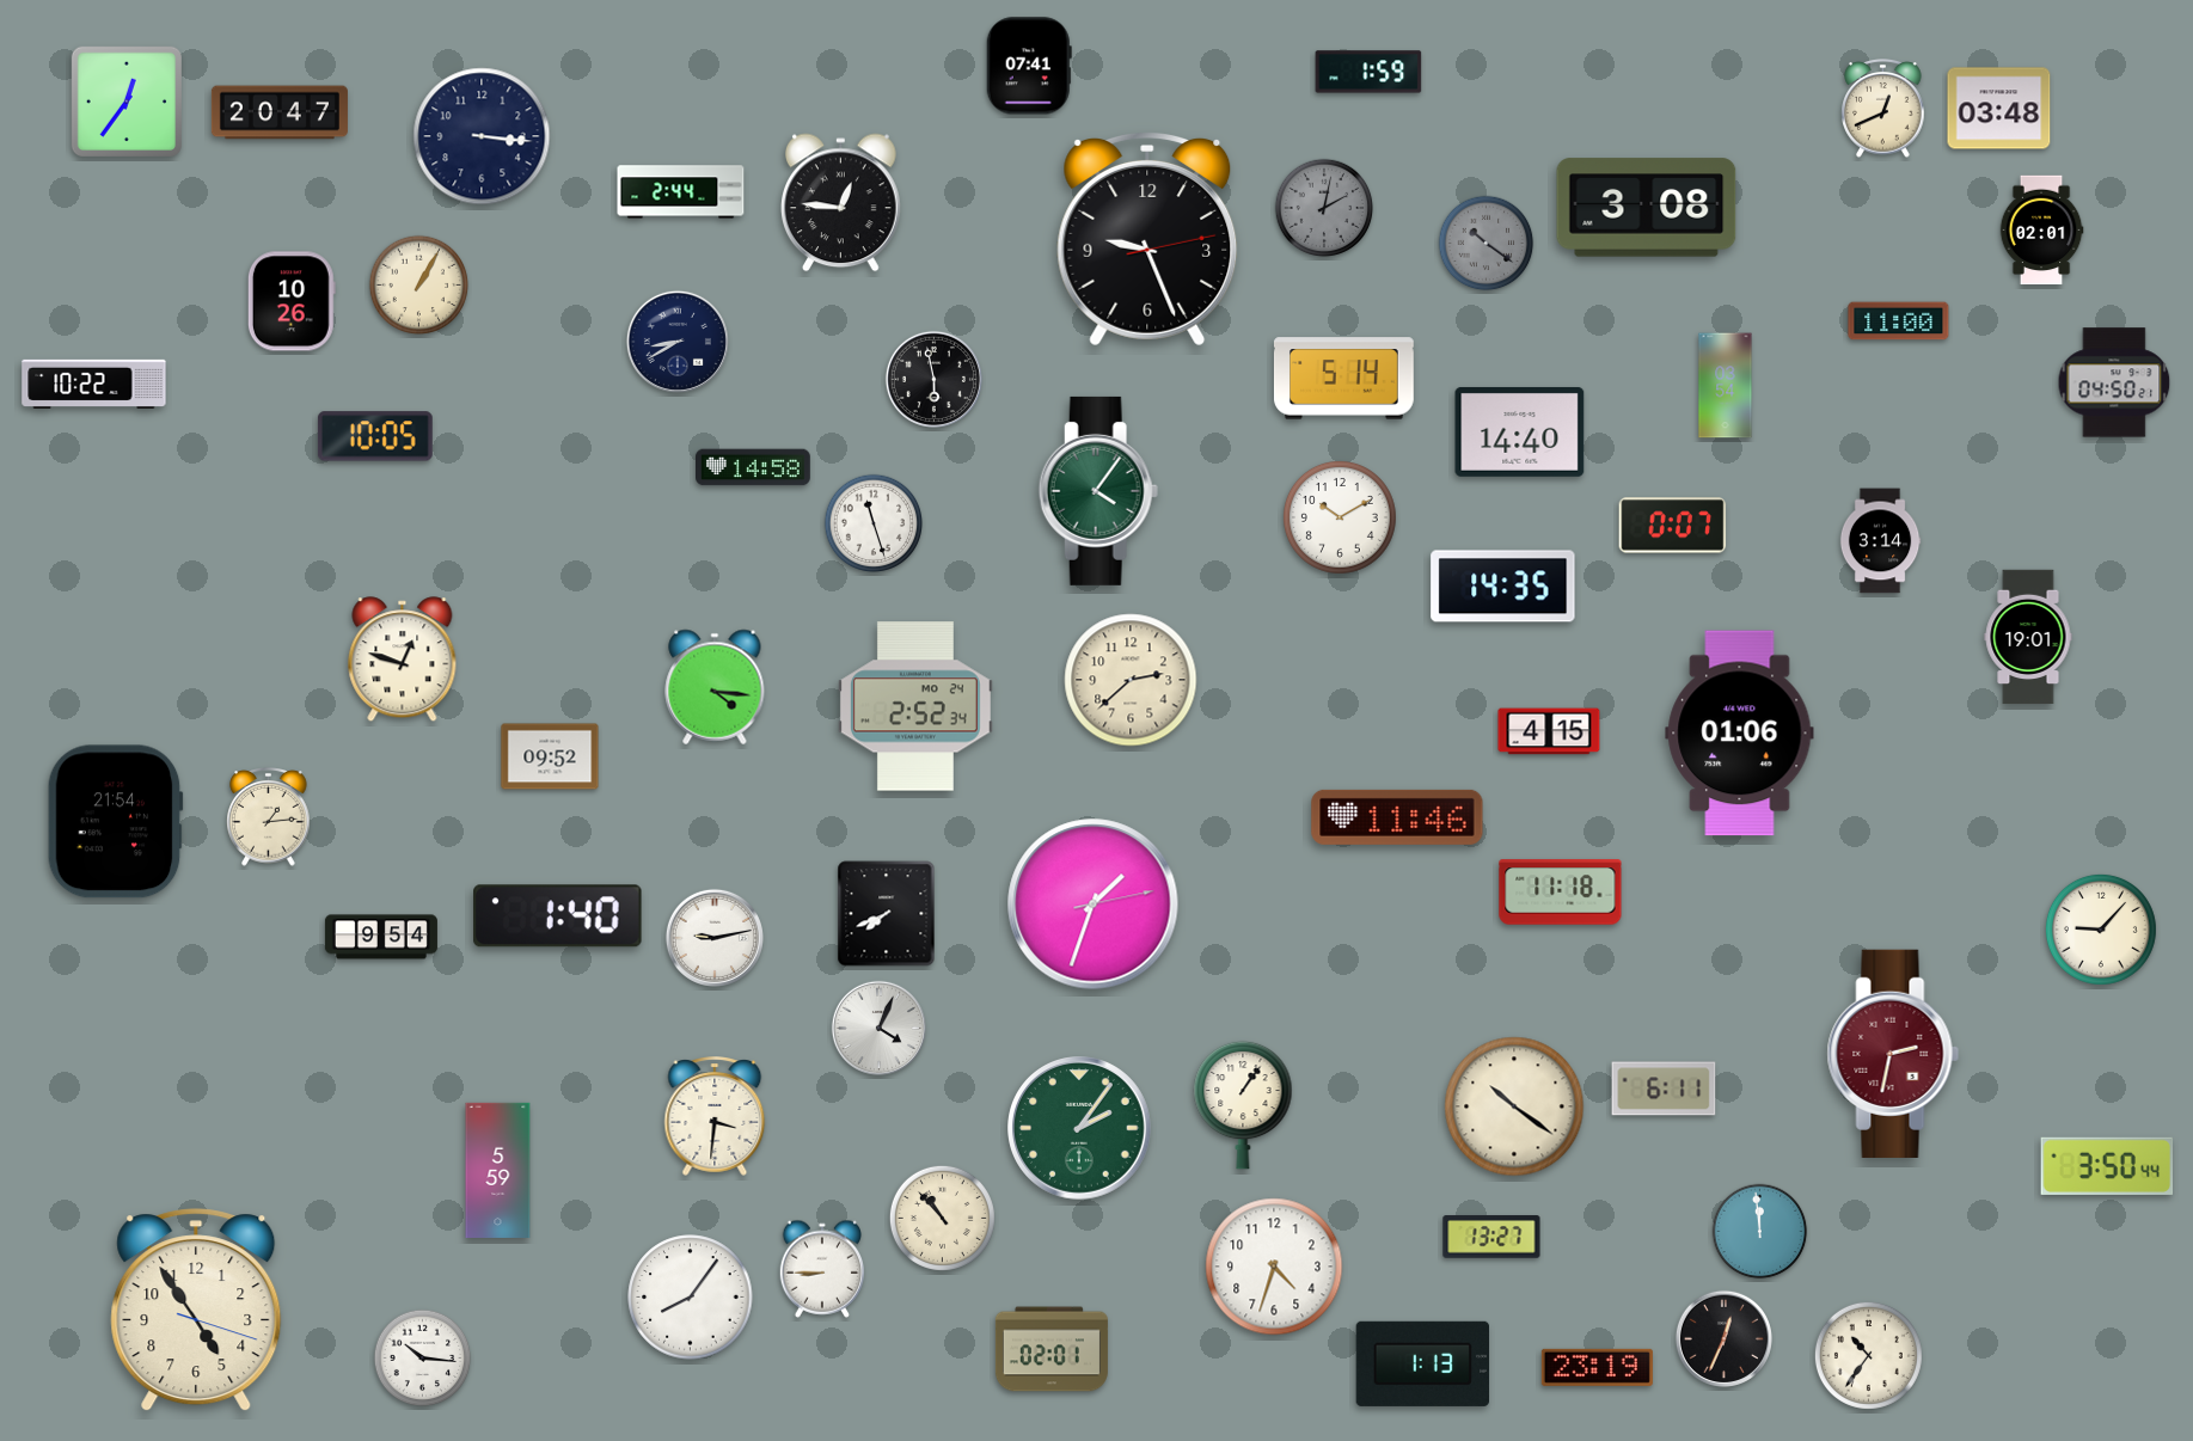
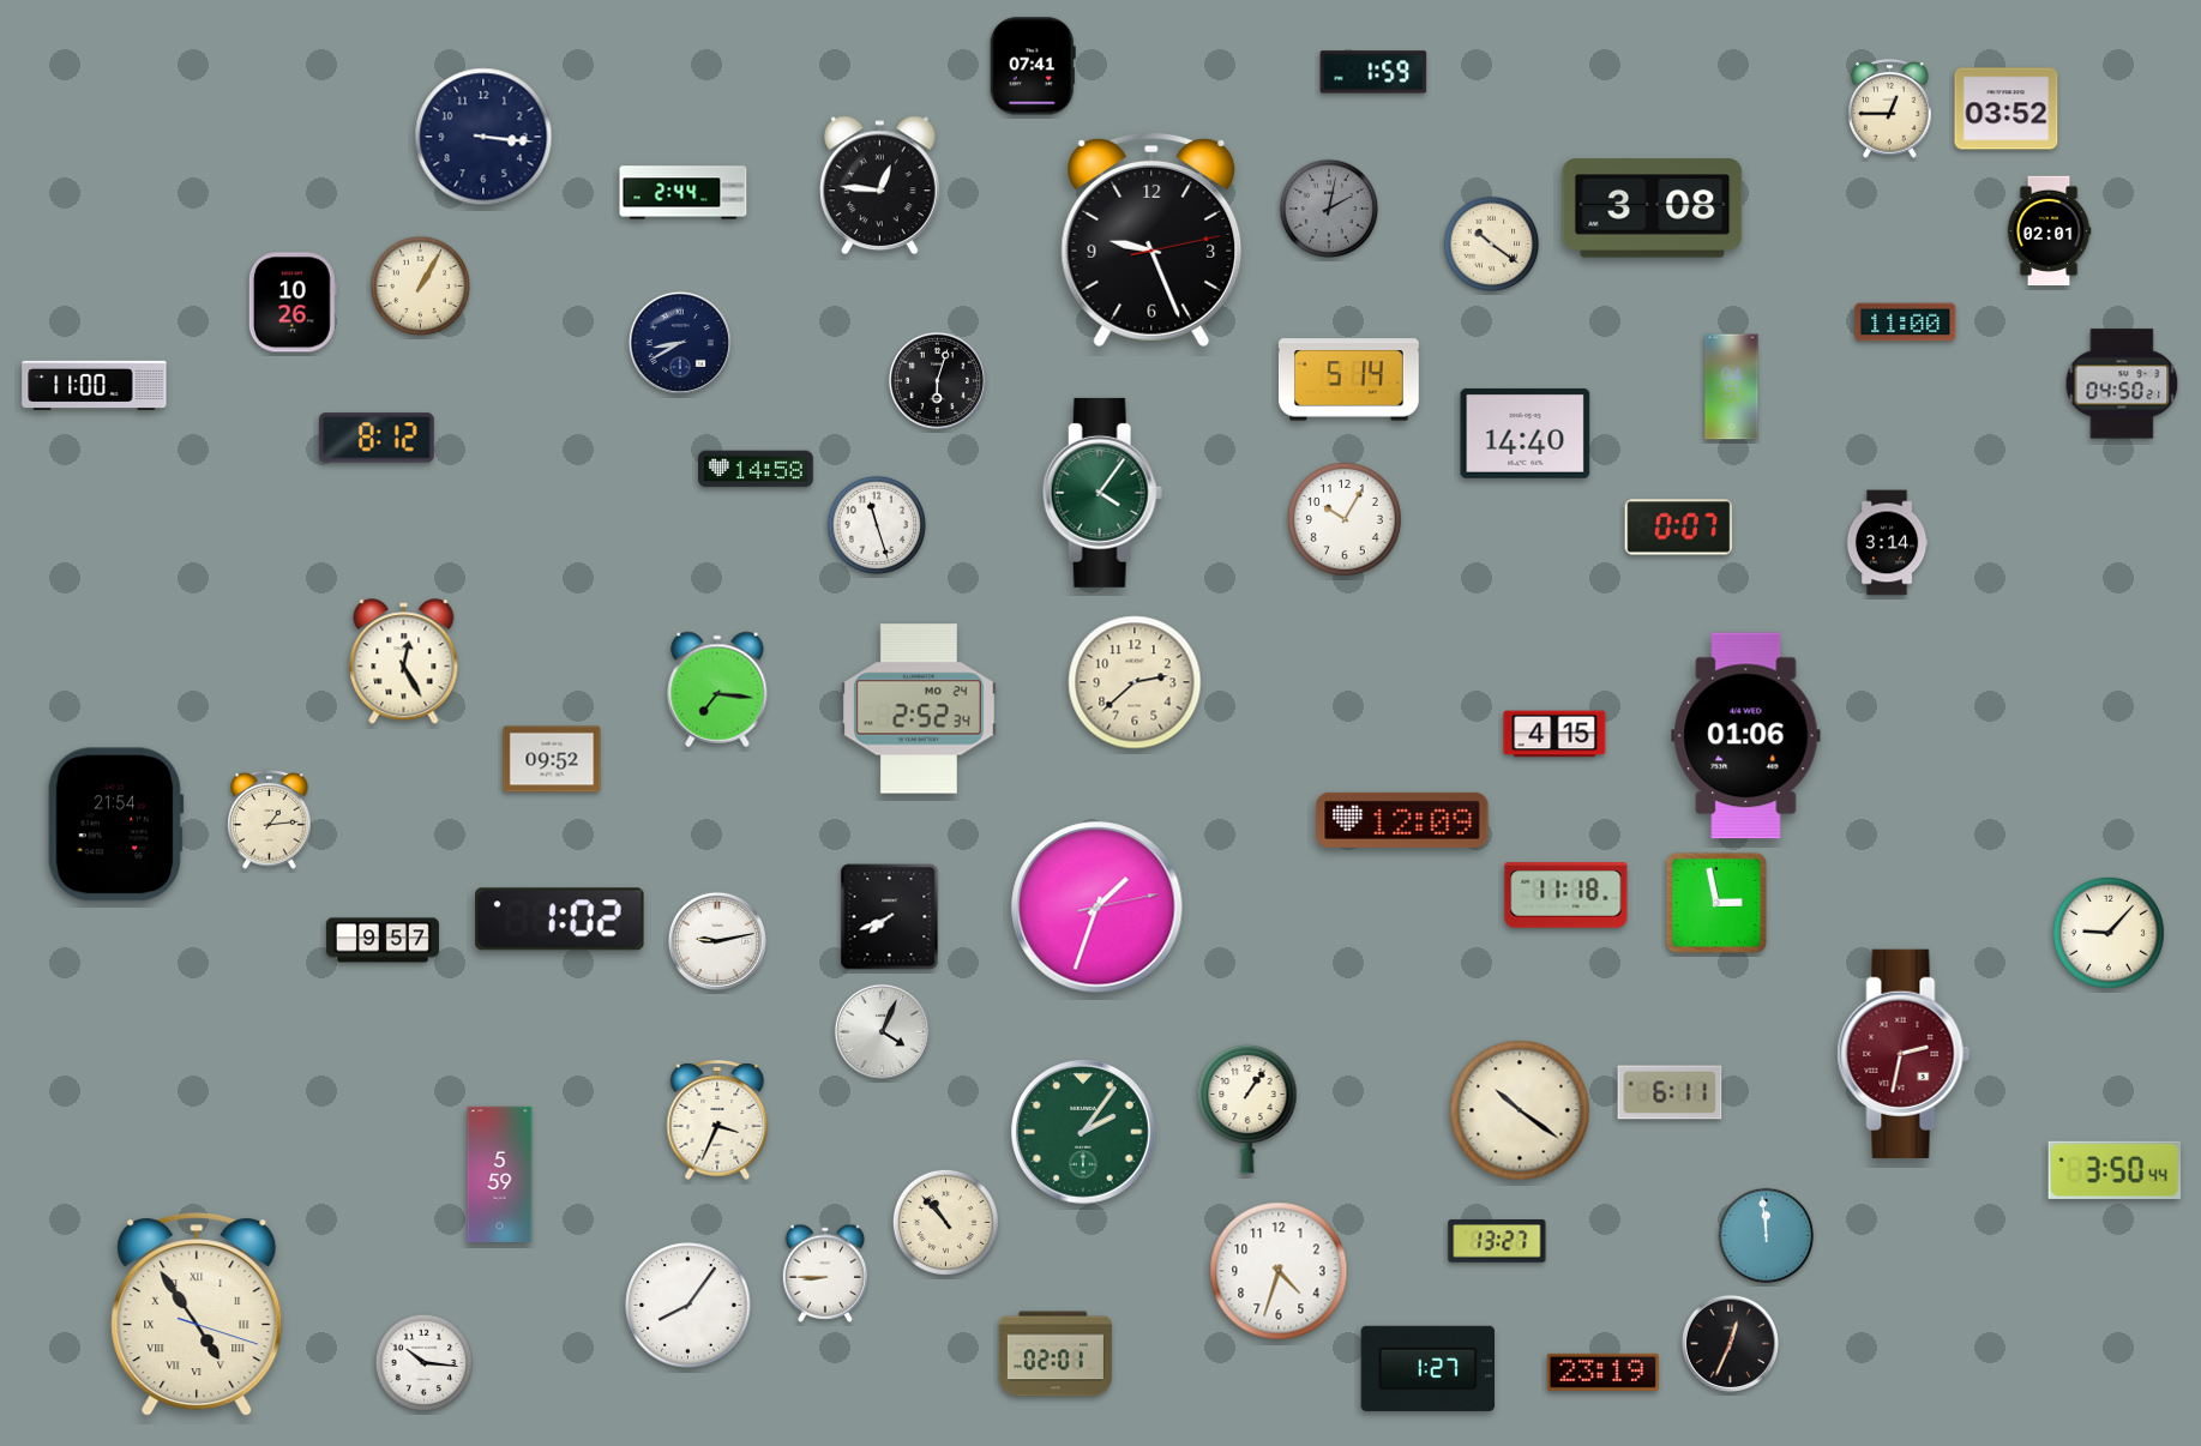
clock at (127, 102): 12:36 -> none
clock at (1883, 109): 12:41 -> 12:45
clock at (1999, 109): 03:48 -> 03:52
clock at (280, 112): 20:47 -> none
clock at (841, 203) position: (841, 203) -> (880, 186)
clock at (1487, 244) dial: grey -> cream
clock at (933, 379): 5:58 -> 6:03
clock at (94, 384): 10:22 -> 11:00
clock at (1726, 386): 03:54 -> 04:51
clock at (375, 436): 10:05 -> 8:12
clock at (1340, 517): 10:10 -> 10:05
clock at (1503, 587): 14:35 -> none
clock at (2028, 637): 19:01 -> none
clock at (403, 660): 12:48 -> 12:25
clock at (715, 687): 4:16 -> 7:16
clock at (1397, 817): 11:46 -> 12:09
clock at (1716, 903): none -> 2:58
clock at (558, 916): 1:40 -> 1:02
clock at (381, 937): 9:54 -> 9:57
clock at (1893, 1054) position: (1893, 1054) -> (1904, 1054)
clock at (715, 1116): 3:31 -> 3:34
clock at (691, 1298) position: (691, 1298) -> (688, 1306)
clock at (196, 1311) numerals: Arabic -> Roman
clock at (1868, 1355): 10:36 -> none
clock at (1422, 1363): 1:13 -> 1:27
